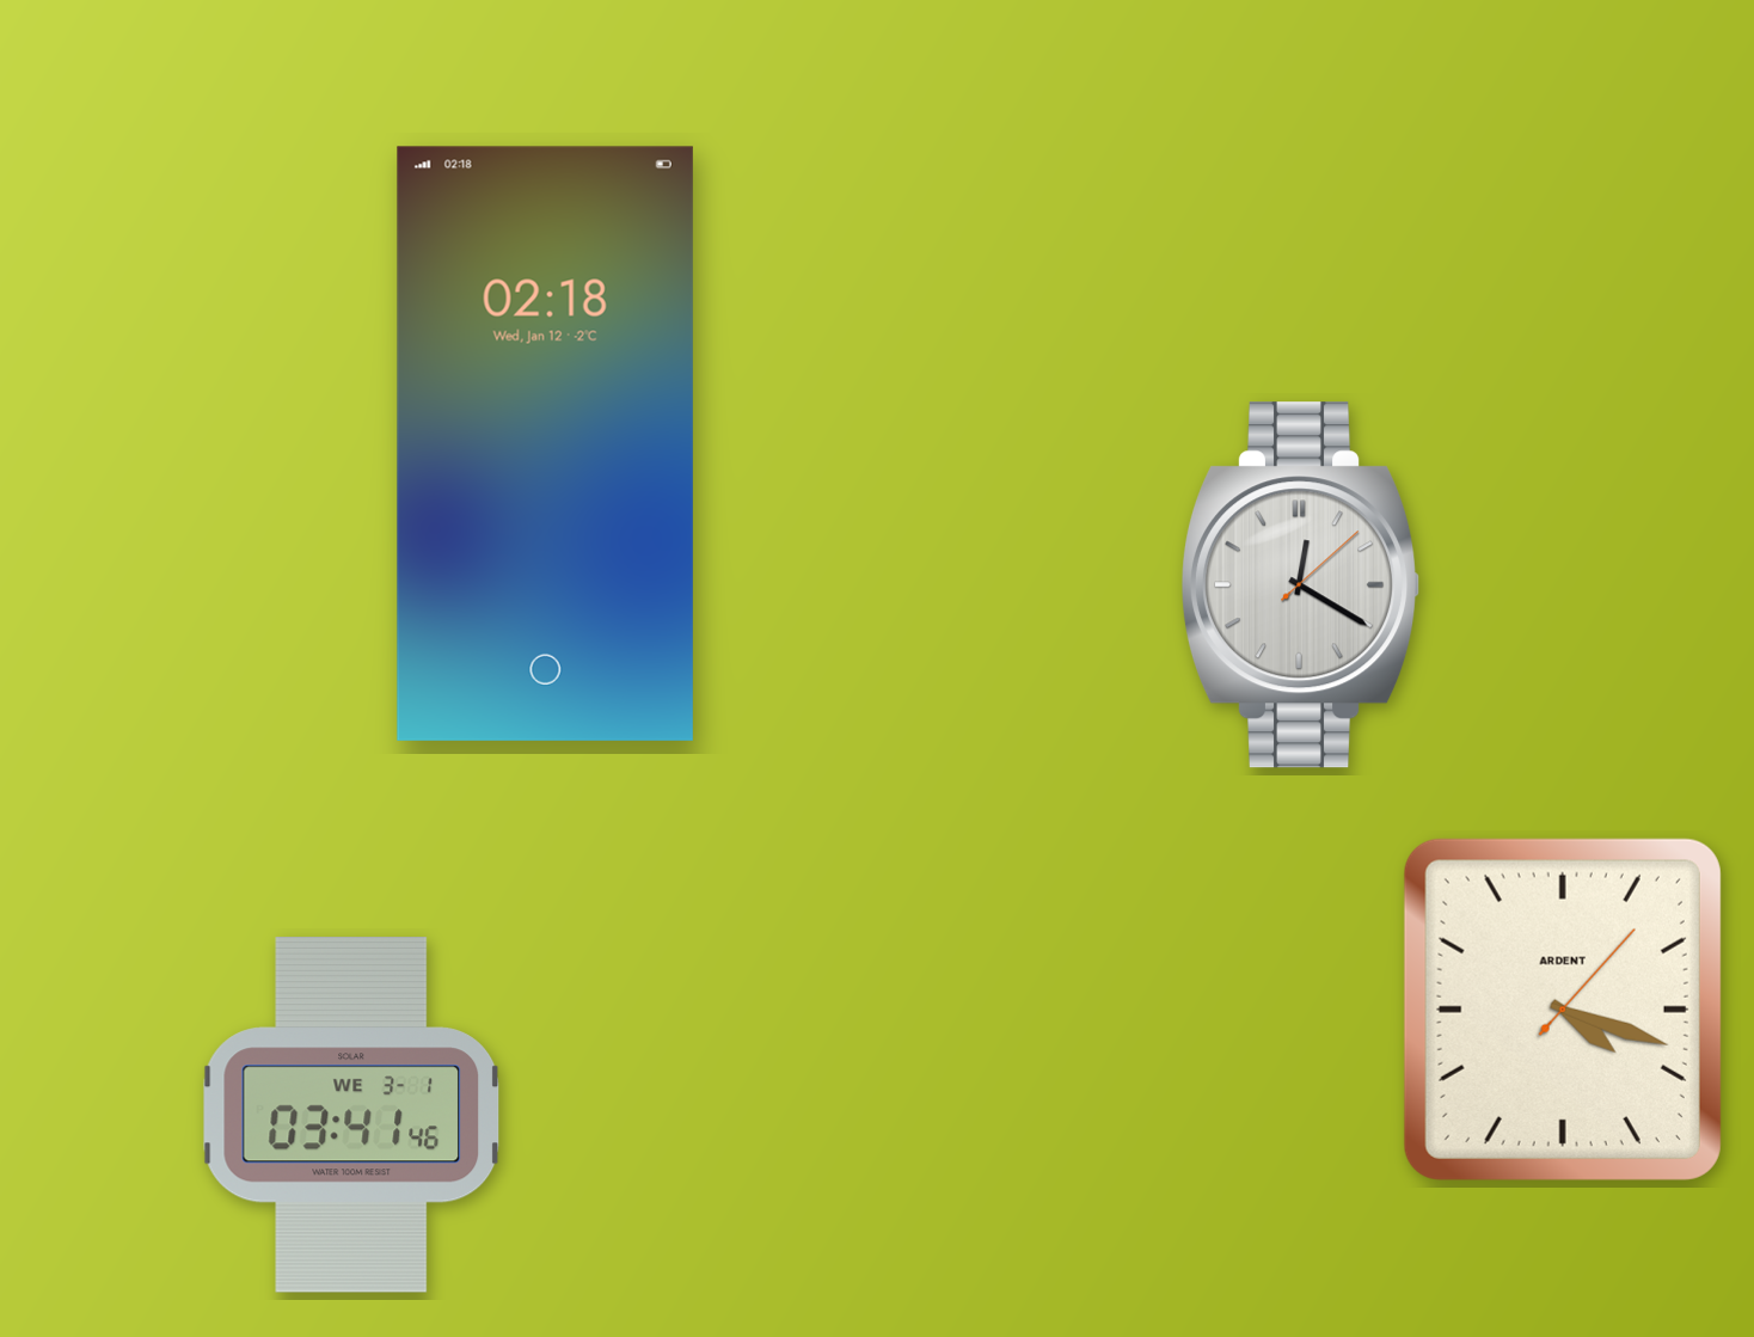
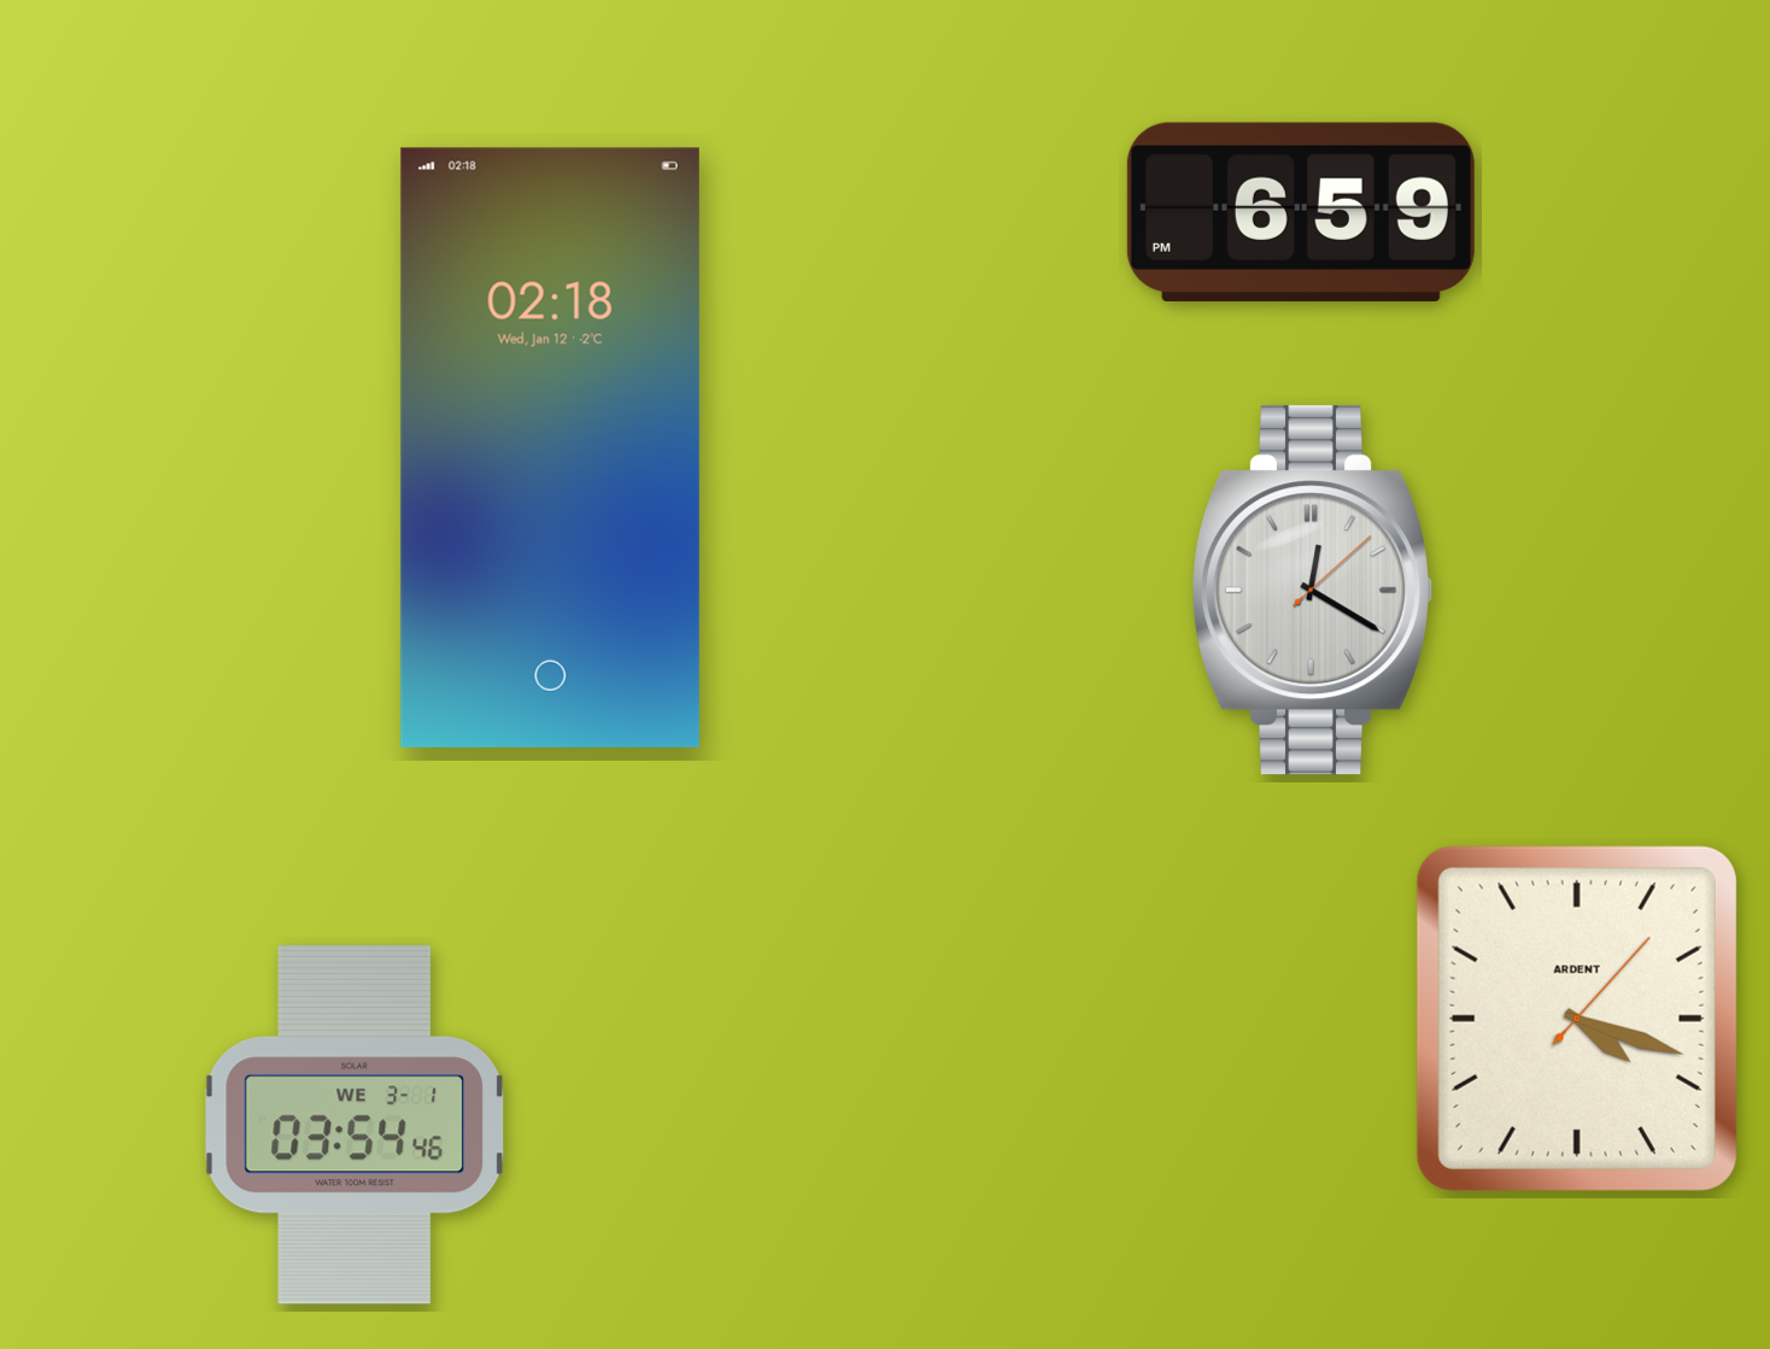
clock at (1301, 212): none -> 6:59
clock at (351, 1116): 03:41 -> 03:54
